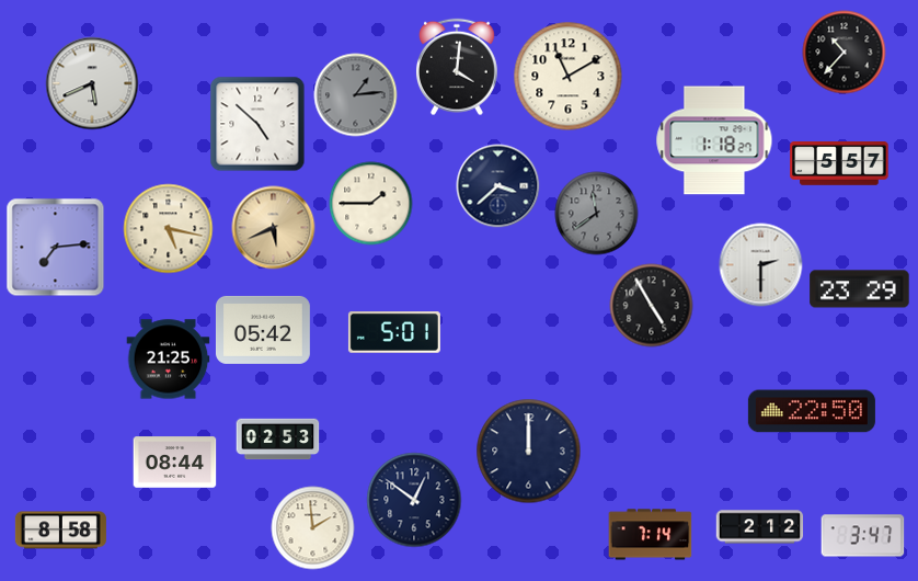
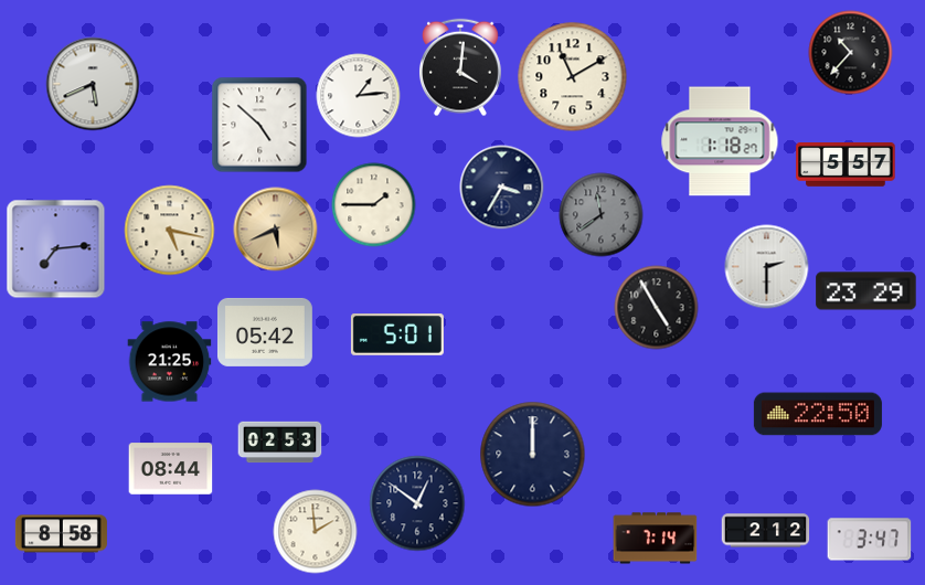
clock at (356, 95) dial: grey -> white
clock at (498, 186): 3:38 -> 3:35
clock at (175, 463) position: (175, 463) -> (171, 469)
